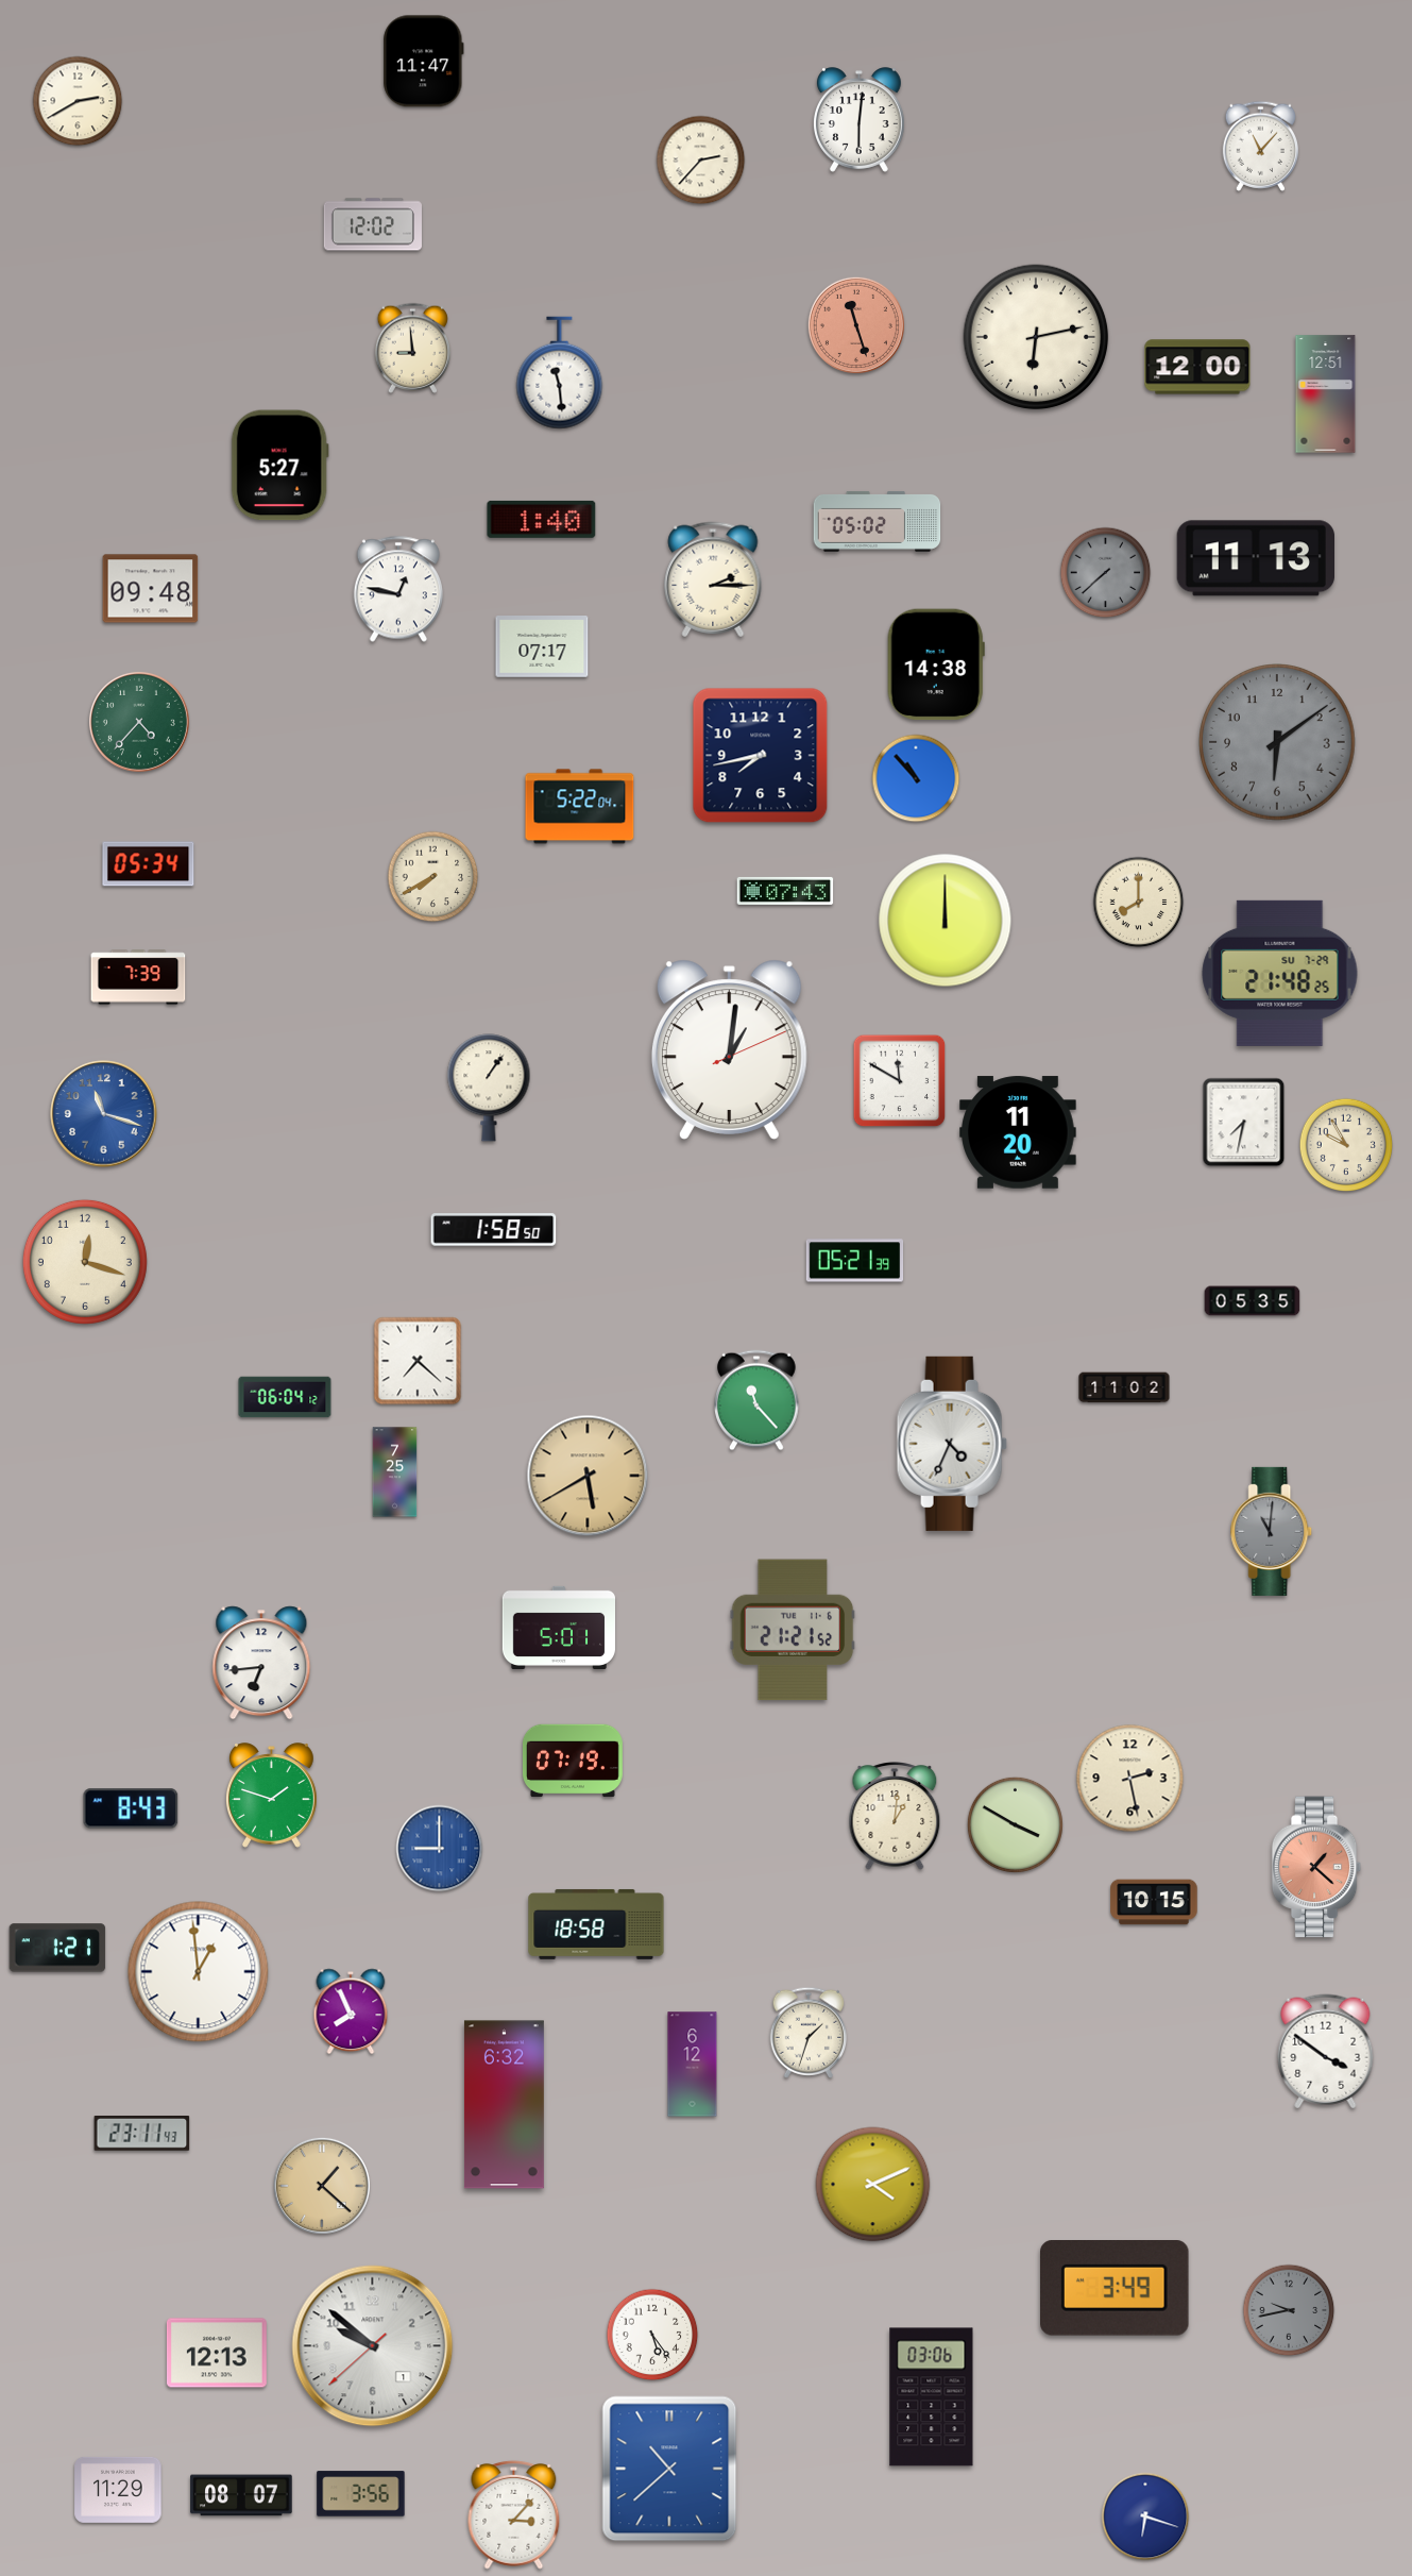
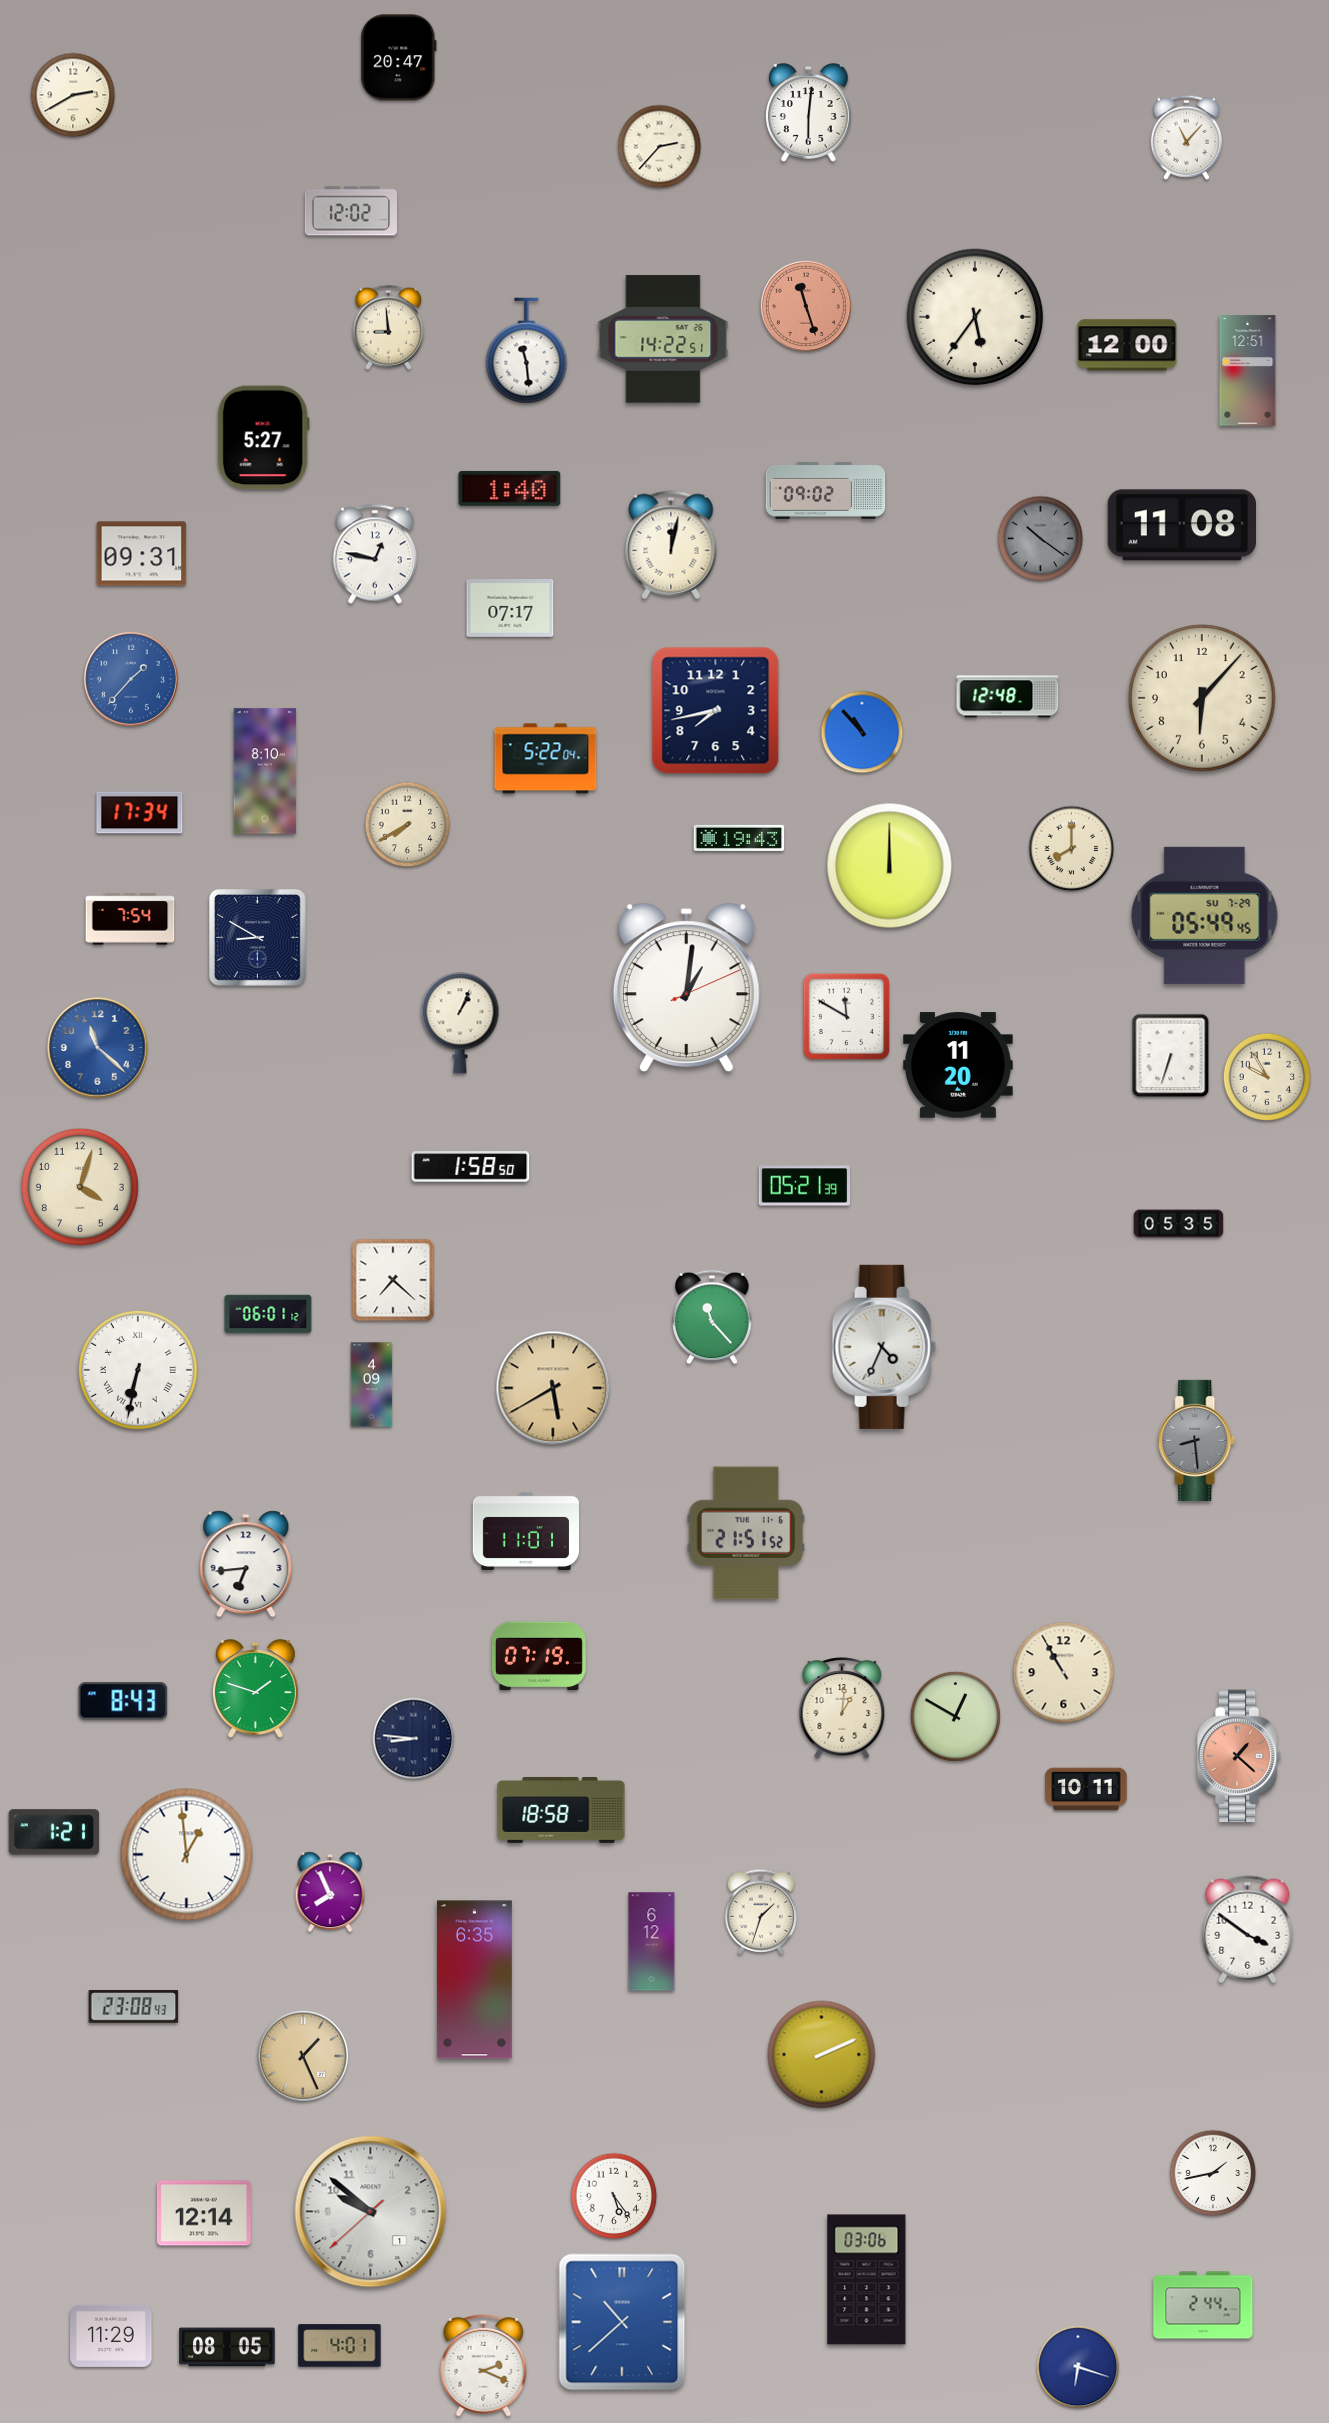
clock at (424, 62): 11:47 -> 20:47
clock at (701, 161) position: (701, 161) -> (660, 147)
clock at (1036, 337): 6:13 -> 5:36
clock at (663, 339): none -> 14:22
clock at (878, 521): 05:02 -> 09:02
clock at (1255, 558): 11:13 -> 11:08
clock at (1106, 573): 7:38 -> 10:21
clock at (713, 579): 2:15 -> 12:02
clock at (151, 589): 09:48 -> 09:31
clock at (936, 664): 14:38 -> none
clock at (139, 722): 4:37 -> 1:37
clock at (139, 722) dial: green -> blue
clock at (1008, 697): none -> 12:48
clock at (1278, 743): 6:09 -> 6:07
clock at (1278, 743) dial: grey -> cream
clock at (265, 771): none -> 8:10
clock at (149, 864): 05:34 -> 17:34
clock at (785, 891): 07:43 -> 19:43
clock at (1280, 973): 21:48 -> 05:49
clock at (138, 977): 7:39 -> 7:54
clock at (257, 937): none -> 8:50
clock at (489, 1088): 1:06 -> 1:04
clock at (104, 1114): 11:18 -> 11:22
clock at (1244, 1123): 7:32 -> 6:33
clock at (494, 1230) position: (494, 1230) -> (471, 1167)
clock at (85, 1262): 12:18 -> 4:03
clock at (1124, 1387): 11:02 -> none
clock at (285, 1397): 06:04 -> 06:01
clock at (952, 1444) position: (952, 1444) -> (884, 1347)
clock at (138, 1370): none -> 6:32
clock at (395, 1472): 7:25 -> 4:09
clock at (1272, 1531): 11:01 -> 8:29
clock at (558, 1628): 5:01 -> 11:01
clock at (793, 1630): 21:21 -> 21:51
clock at (1130, 1779): 2:28 -> 10:55
clock at (1015, 1824): 3:50 -> 12:50
clock at (440, 1849): 9:00 -> 8:46
clock at (440, 1849) dial: blue -> navy
clock at (1154, 1902): 10:15 -> 10:11
clock at (504, 2105): 6:32 -> 6:35
clock at (142, 2134): 23:11 -> 23:08
clock at (873, 2185): 4:11 -> 2:11
clock at (322, 2186): 1:22 -> 1:26
clock at (1115, 2289): 3:49 -> none
clock at (1289, 2310): 9:43 -> 1:43
clock at (1289, 2310) dial: grey -> white
clock at (373, 2346) position: (373, 2346) -> (371, 2212)
clock at (217, 2353): 12:13 -> 12:14
clock at (932, 2397) position: (932, 2397) -> (867, 2280)
clock at (1203, 2305): none -> 2:44
clock at (669, 2469) position: (669, 2469) -> (622, 2322)
clock at (118, 2490) position: (118, 2490) -> (111, 2336)
clock at (361, 2494): 3:56 -> 4:01
clock at (241, 2495): 08:07 -> 08:05
clock at (514, 2514): 3:07 -> 2:19
